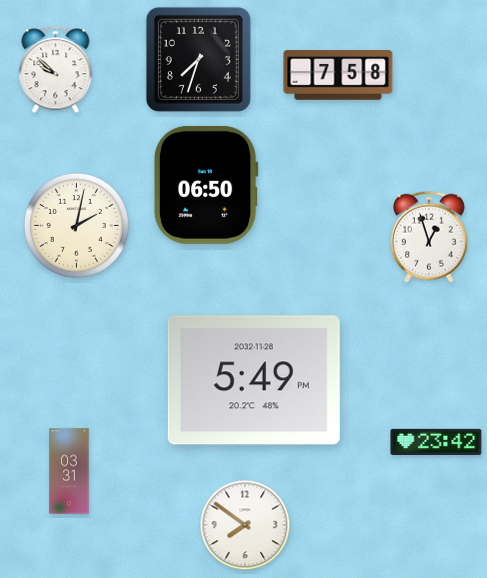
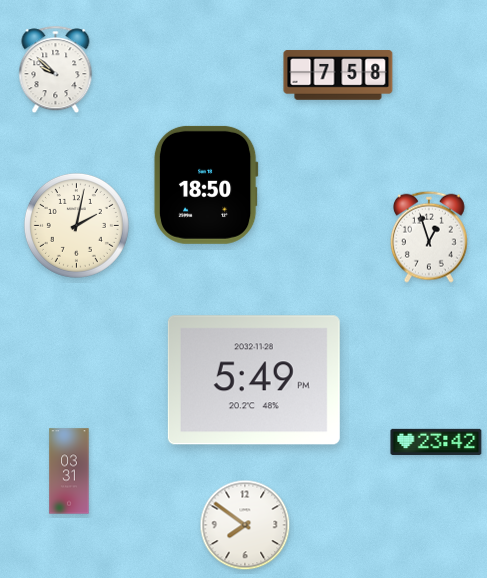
clock at (198, 59): 7:33 -> none
clock at (206, 185): 06:50 -> 18:50
